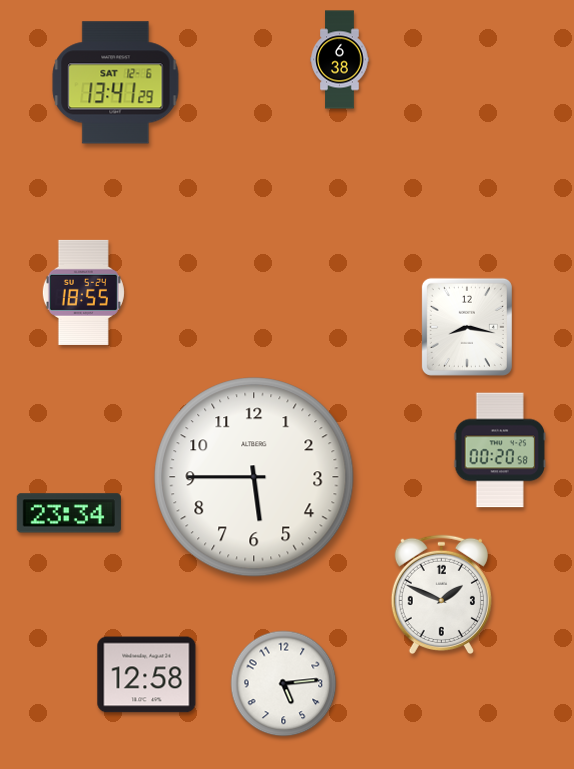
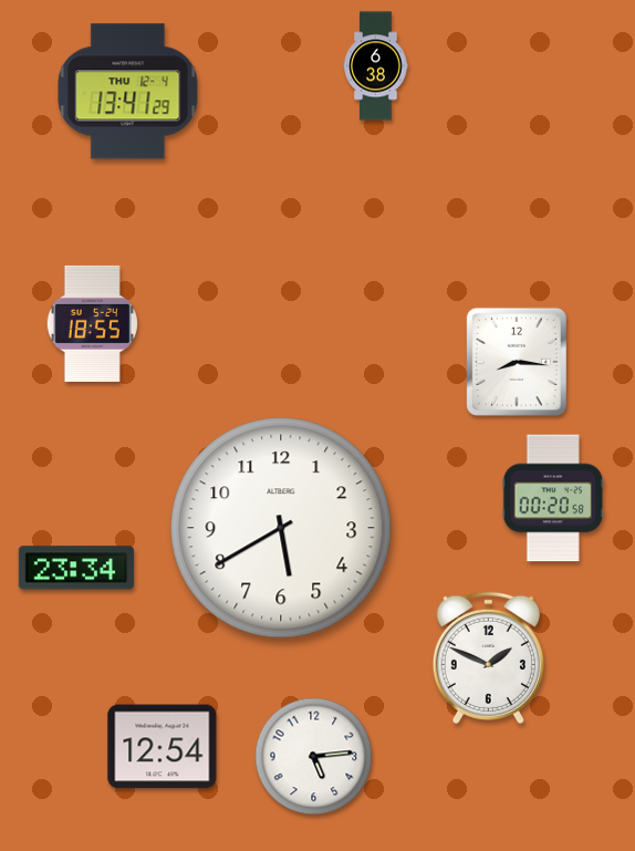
clock at (116, 83) date: SAT 12-6 -> THU 12-4
clock at (467, 327): 8:17 -> 8:16
clock at (254, 477): 5:45 -> 5:40
clock at (147, 675): 12:58 -> 12:54
